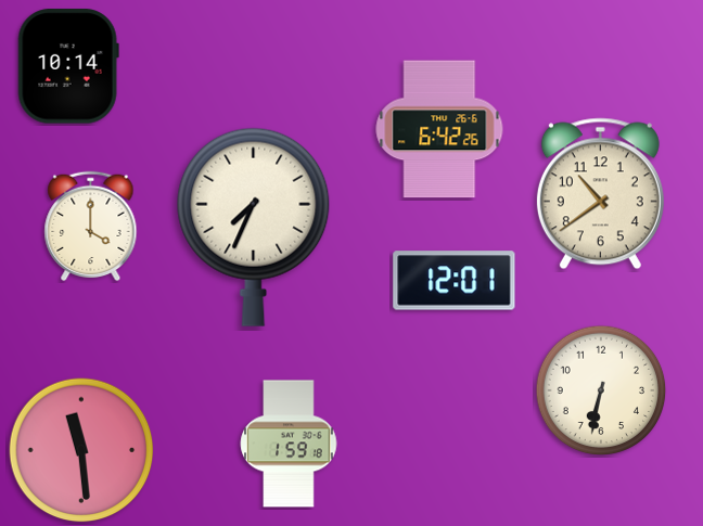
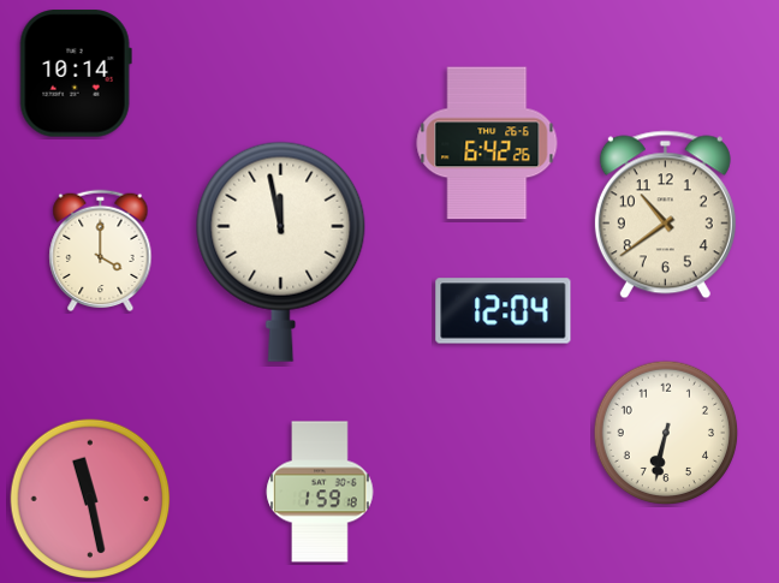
clock at (254, 227): 7:34 -> 11:58
clock at (455, 281): 12:01 -> 12:04
clock at (81, 450): 11:29 -> 11:28
